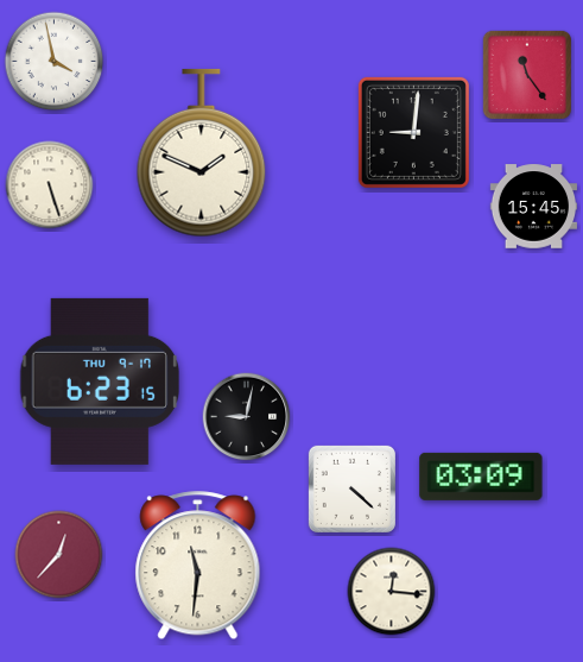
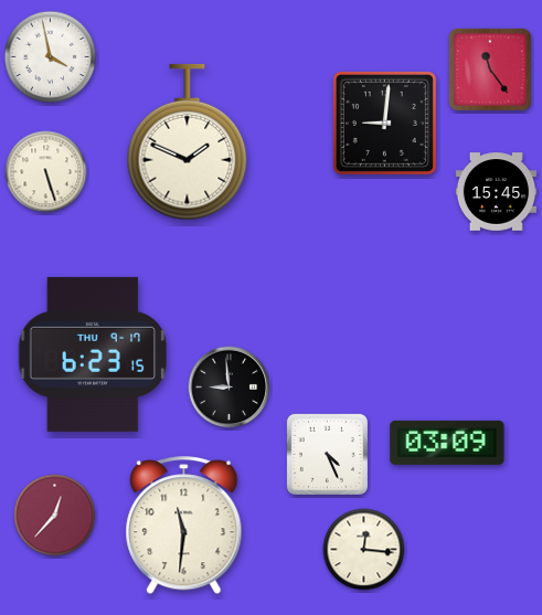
clock at (247, 417): 9:02 -> 8:59
clock at (351, 488): 4:22 -> 4:26
